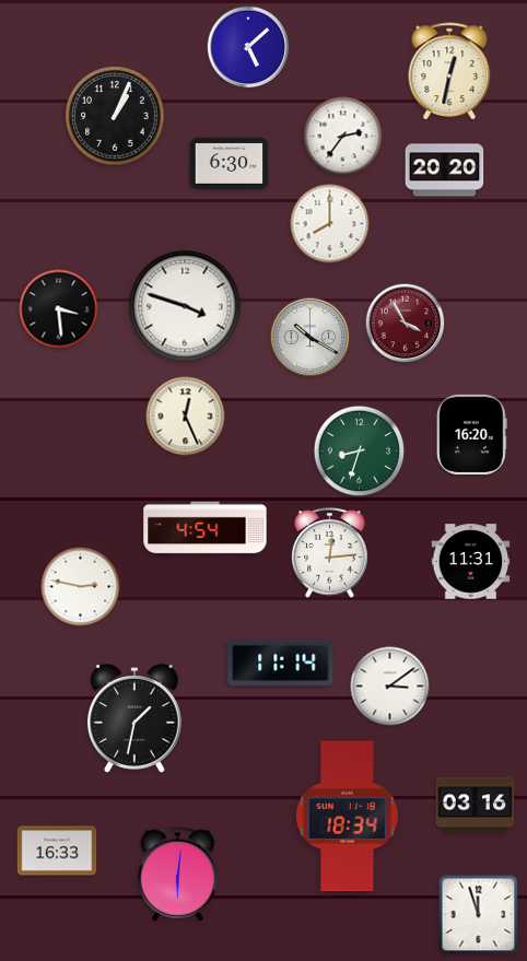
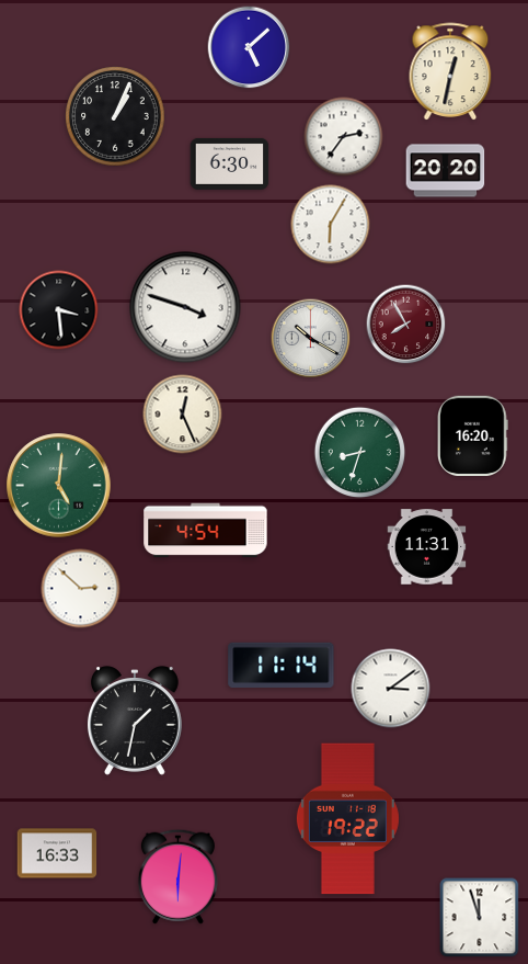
clock at (330, 224): 8:00 -> 6:05
clock at (406, 324): 3:55 -> 7:55
clock at (186, 417) position: (186, 417) -> (183, 415)
clock at (59, 486): none -> 5:01
clock at (330, 553): 12:14 -> none
clock at (471, 562) position: (471, 562) -> (427, 547)
clock at (81, 587): 2:47 -> 2:52
clock at (476, 806): 03:16 -> none
clock at (347, 817): 18:34 -> 19:22
